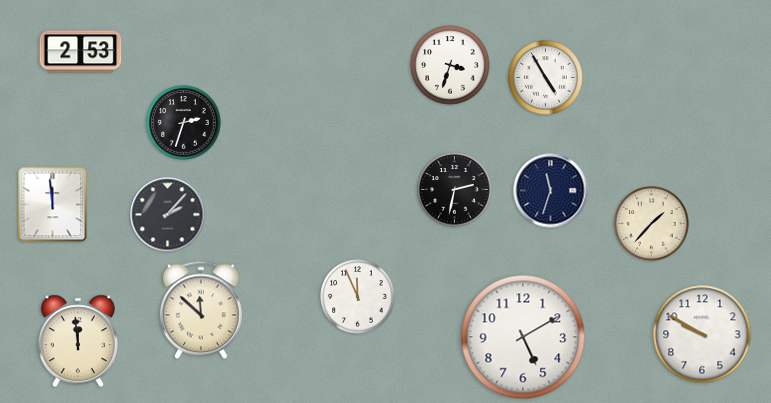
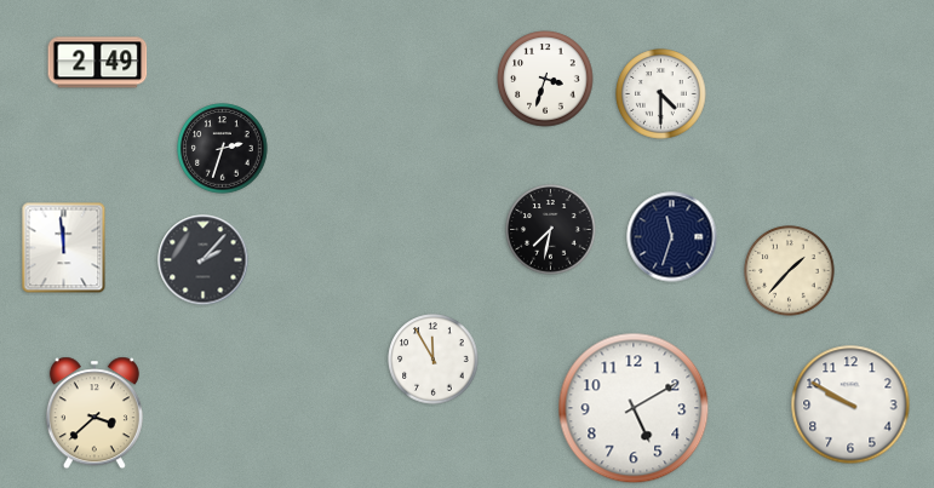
clock at (81, 52): 2:53 -> 2:49
clock at (546, 78): 4:55 -> 4:30
clock at (455, 190): 2:32 -> 7:32
clock at (551, 191) position: (551, 191) -> (672, 237)
clock at (358, 297): 11:56 -> 11:55
clock at (201, 310): 11:52 -> none
clock at (78, 341): 11:59 -> 3:38
